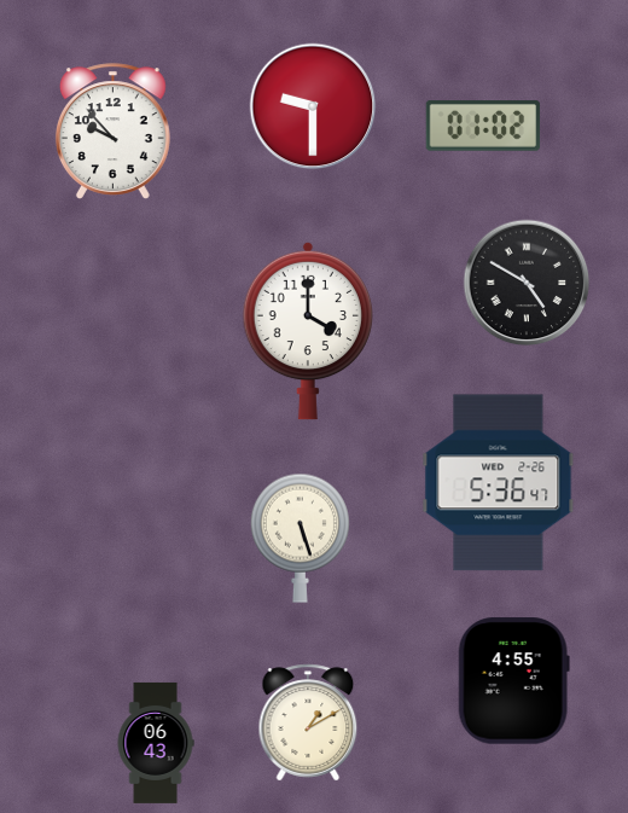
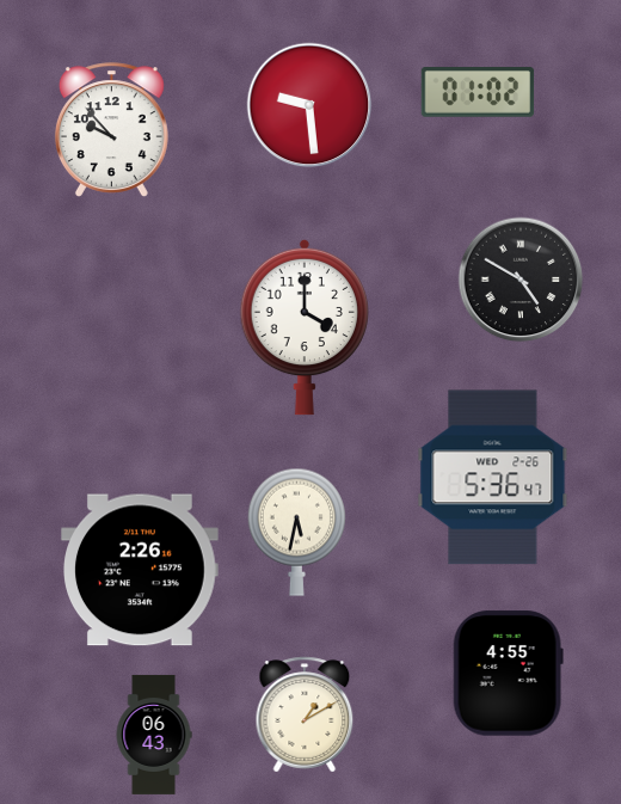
clock at (313, 106): 9:30 -> 9:29
clock at (483, 127) position: (483, 127) -> (478, 93)
clock at (300, 538): 5:27 -> 5:32
clock at (141, 570): none -> 2:26
